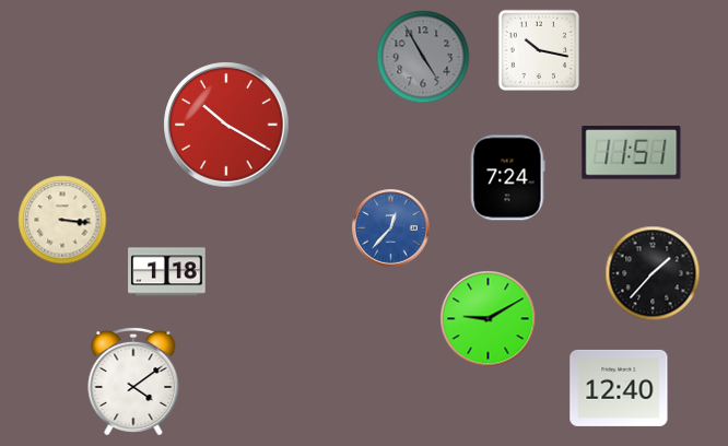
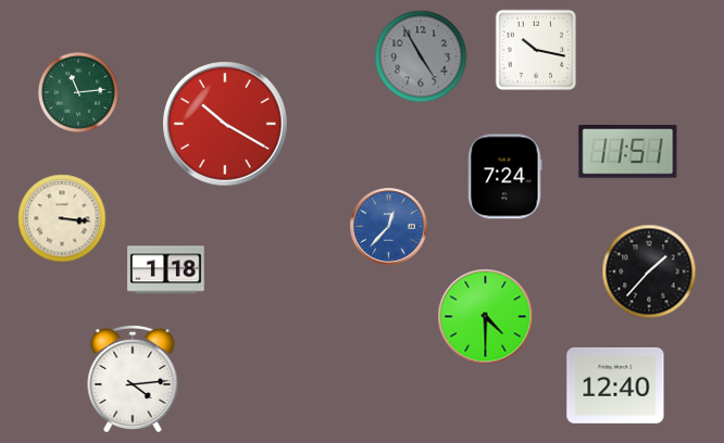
clock at (78, 92): none -> 11:14
clock at (489, 319): 9:10 -> 4:30
clock at (133, 382): 4:09 -> 4:14
